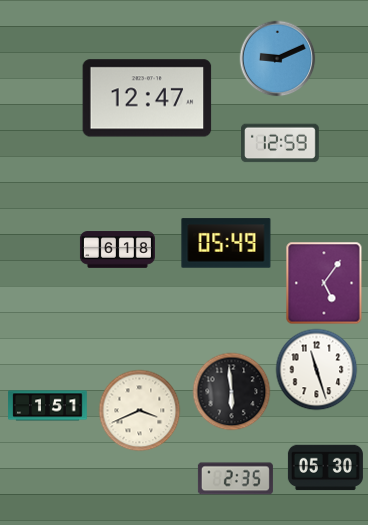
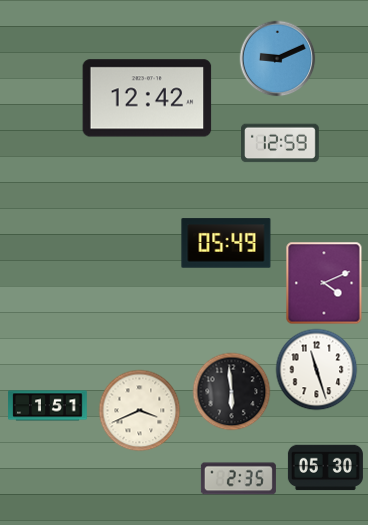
clock at (147, 98): 12:47 -> 12:42
clock at (117, 250): 6:18 -> none
clock at (324, 283): 5:06 -> 4:11
clock at (235, 479) position: (235, 479) -> (238, 479)
